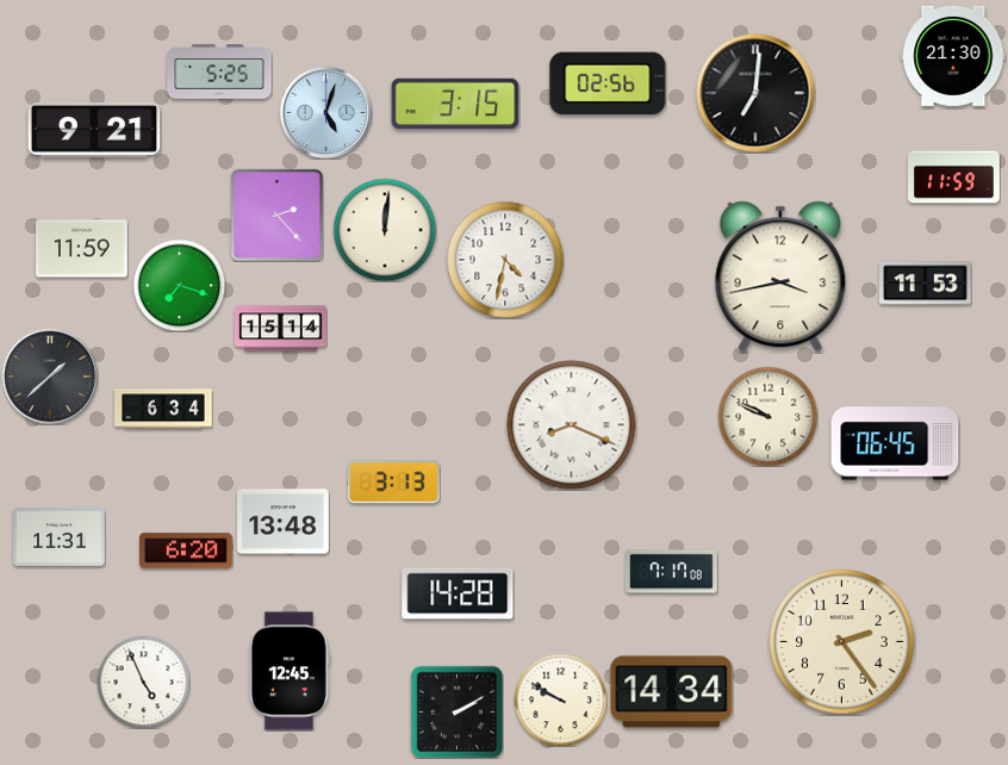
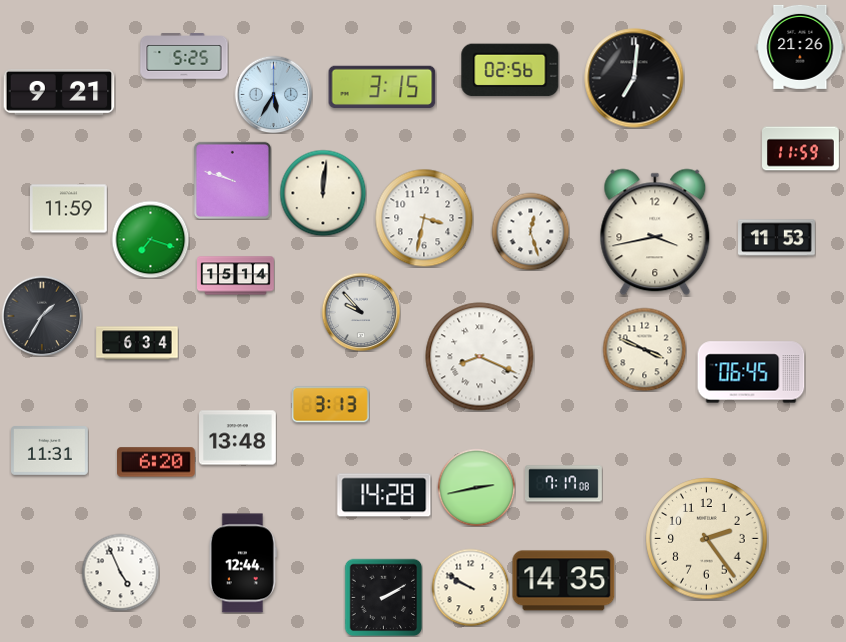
clock at (953, 56): 21:30 -> 21:26
clock at (219, 71) position: (219, 71) -> (184, 56)
clock at (325, 112): 5:03 -> 5:35
clock at (94, 130) position: (94, 130) -> (59, 92)
clock at (276, 214): 2:23 -> 9:48
clock at (505, 260): 4:32 -> 3:32
clock at (530, 231): none -> 12:27
clock at (361, 312): none -> 9:53
clock at (50, 377): 1:38 -> 1:35
clock at (767, 416): 9:49 -> 3:49
clock at (672, 572) position: (672, 572) -> (564, 484)
clock at (476, 487): none -> 2:43
clock at (458, 593) position: (458, 593) -> (384, 495)
clock at (290, 671): 12:45 -> 12:44
clock at (672, 692): 14:34 -> 14:35
